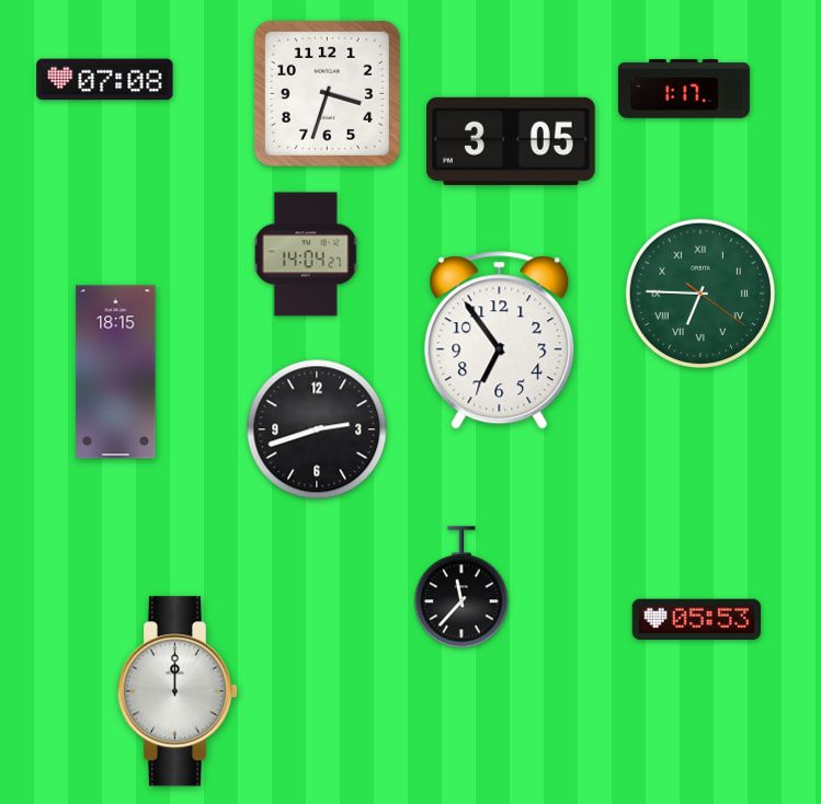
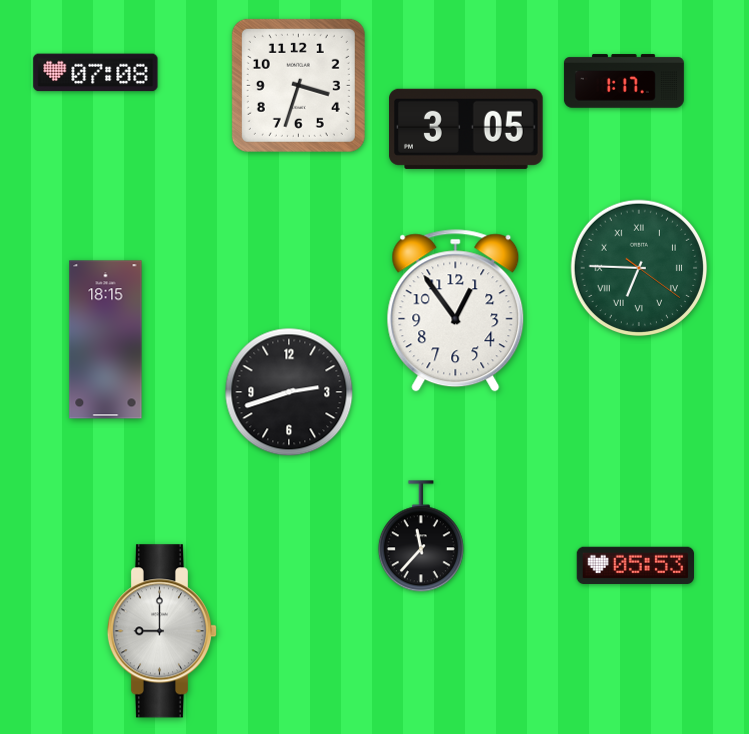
clock at (306, 254): 14:04 -> none
clock at (500, 341): 6:54 -> 12:54
clock at (178, 691): 12:00 -> 9:00
